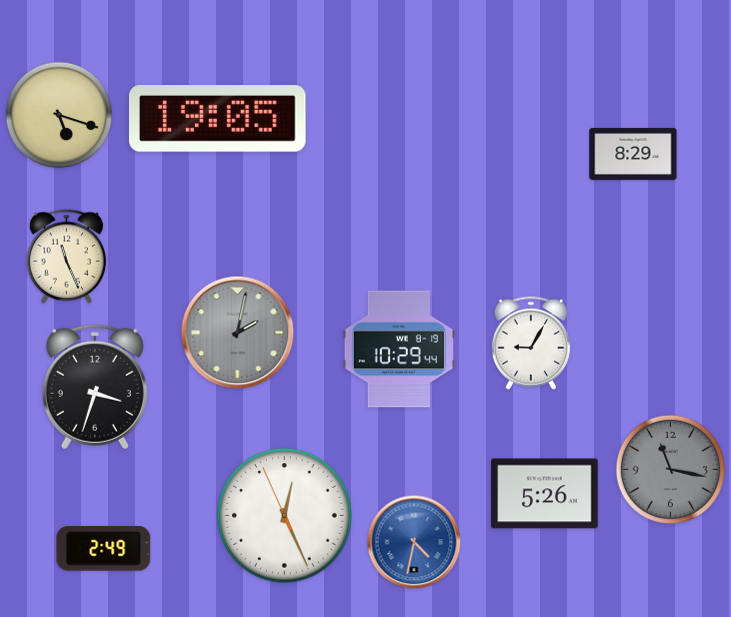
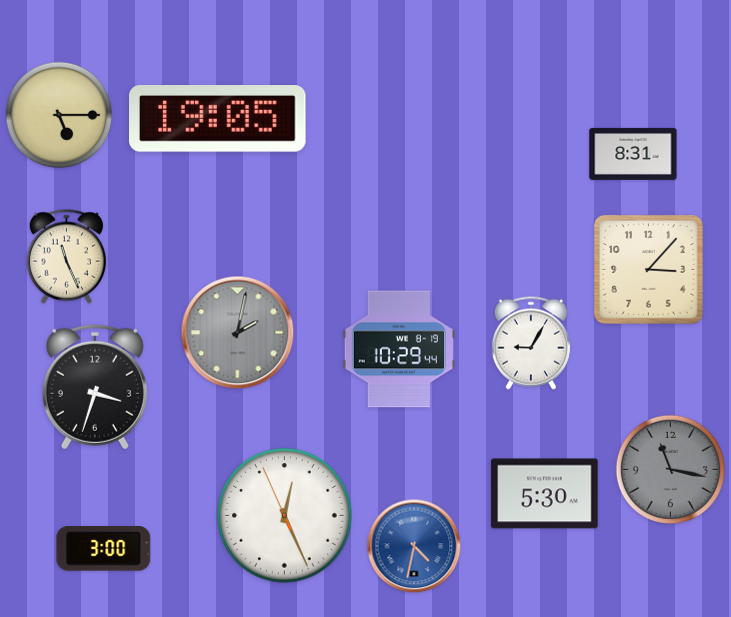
clock at (59, 115): 5:18 -> 5:15
clock at (633, 154): 8:29 -> 8:31
clock at (649, 270): none -> 3:07
clock at (545, 494): 5:26 -> 5:30
clock at (414, 542) position: (414, 542) -> (414, 546)
clock at (104, 549): 2:49 -> 3:00
